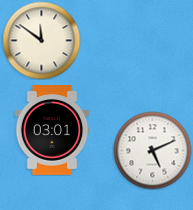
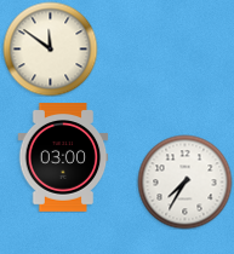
clock at (52, 130): 03:01 -> 03:00
clock at (152, 150): 5:11 -> 7:35
